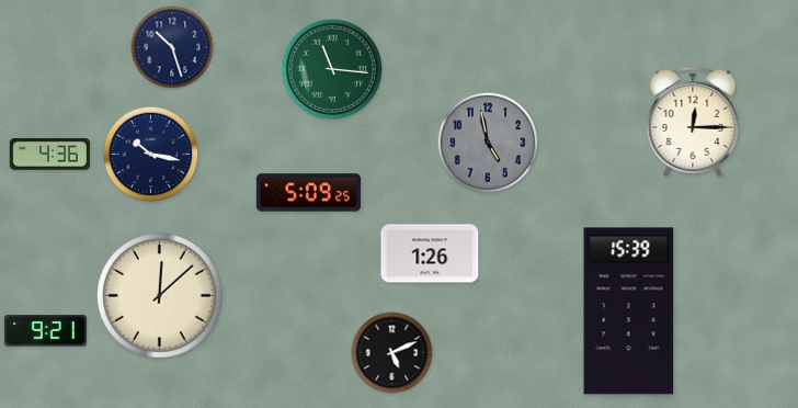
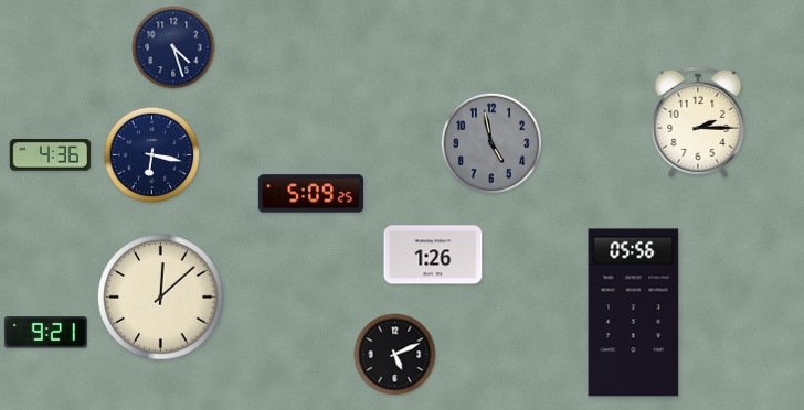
clock at (172, 47): 10:27 -> 4:27
clock at (331, 68): 11:16 -> none
clock at (693, 122): 12:15 -> 2:15
clock at (151, 155): 10:17 -> 6:17
clock at (629, 311): 15:39 -> 05:56
